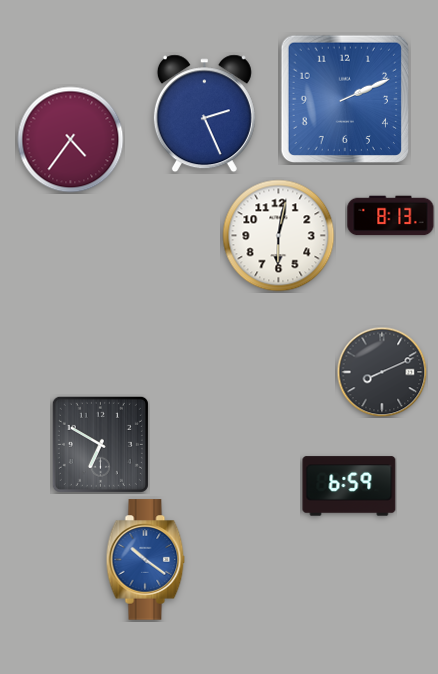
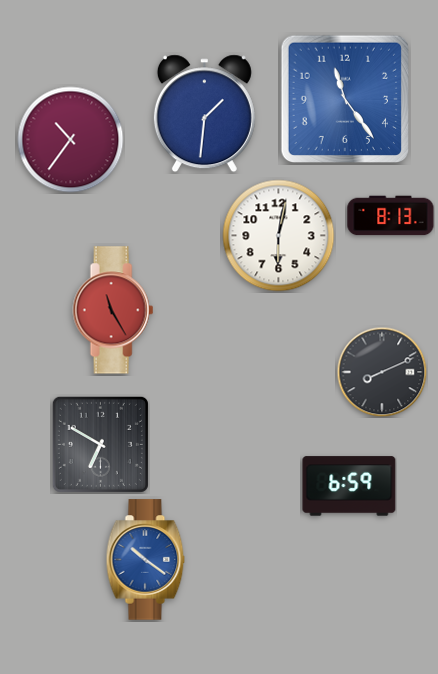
clock at (344, 98): 2:11 -> 11:24
clock at (204, 114): 2:26 -> 1:31
clock at (71, 140): 4:36 -> 10:36
clock at (113, 310): none -> 11:25
